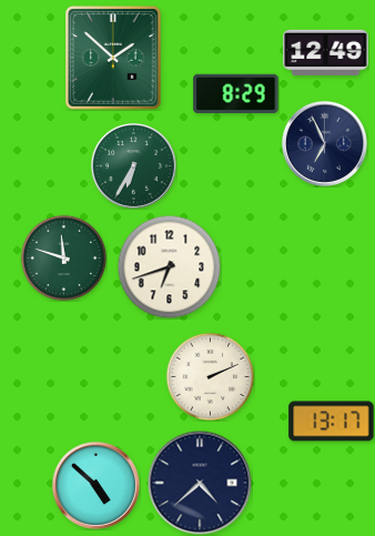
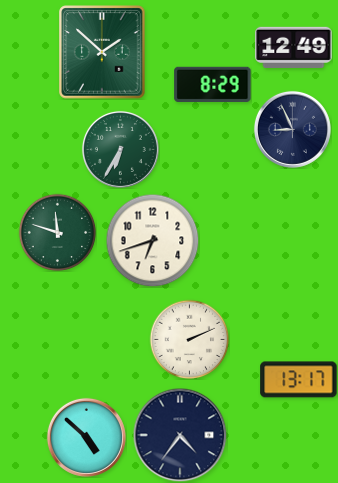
clock at (324, 143): 6:56 -> 8:56
clock at (200, 483): 4:38 -> 4:36
